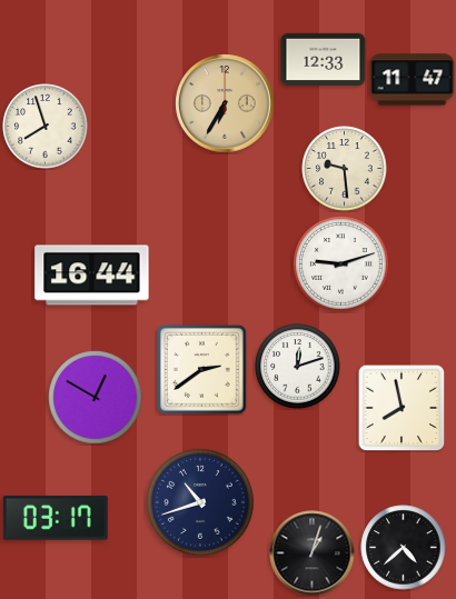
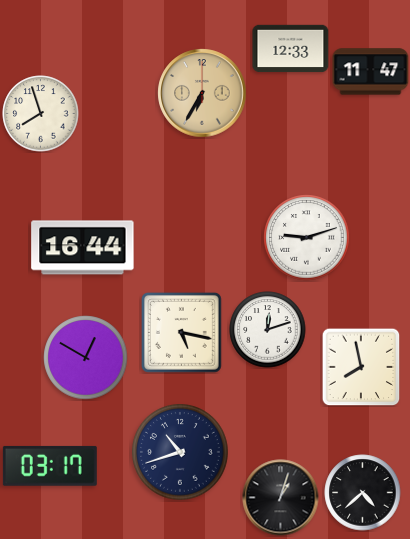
clock at (324, 60) position: (324, 60) -> (291, 49)
clock at (345, 169): 9:29 -> none
clock at (201, 369): 2:39 -> 5:17
